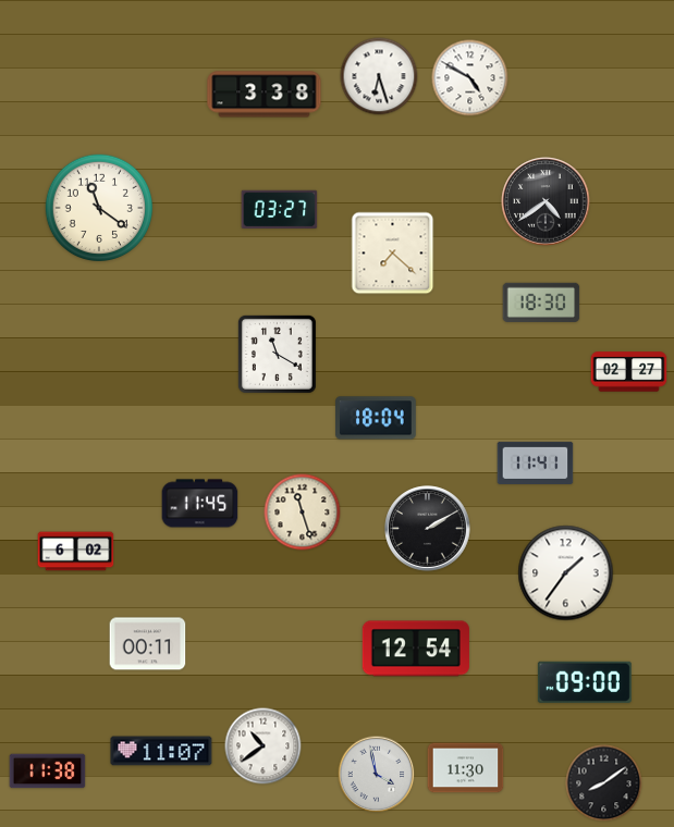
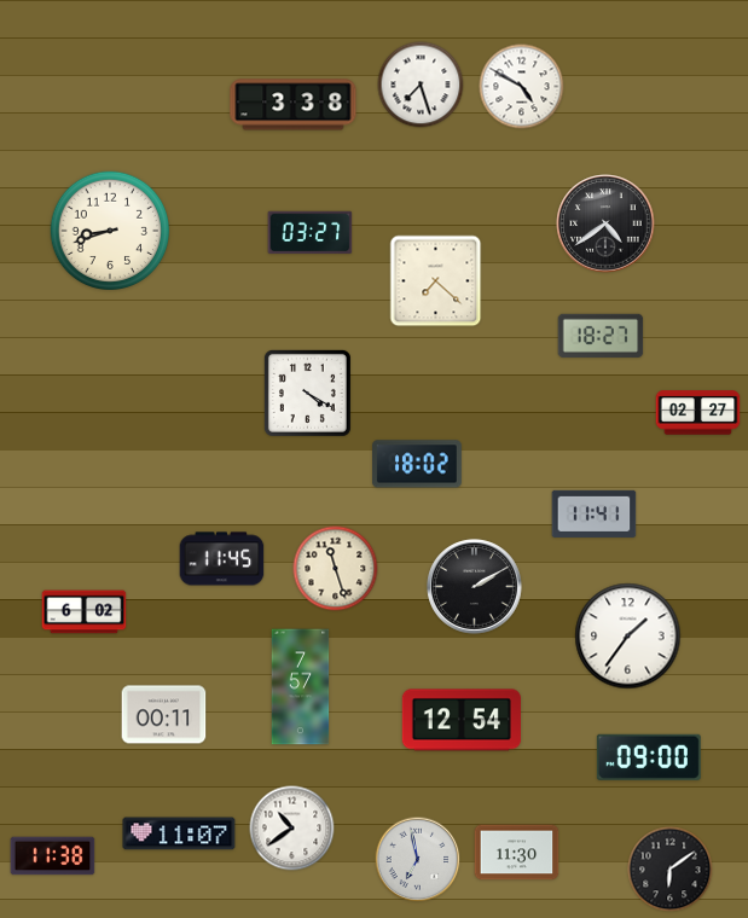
clock at (379, 76): 6:27 -> 7:27
clock at (98, 207): 11:21 -> 8:42
clock at (541, 303): 18:30 -> 18:27
clock at (277, 354): 11:20 -> 4:20
clock at (377, 418): 18:04 -> 18:02
clock at (301, 687): none -> 7:57
clock at (377, 775): 3:58 -> 6:58
clock at (604, 783): 8:09 -> 6:09
